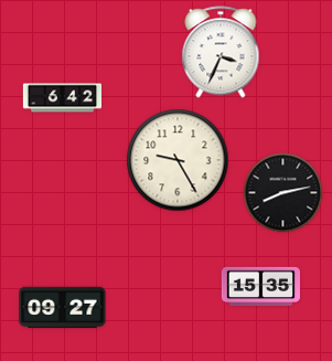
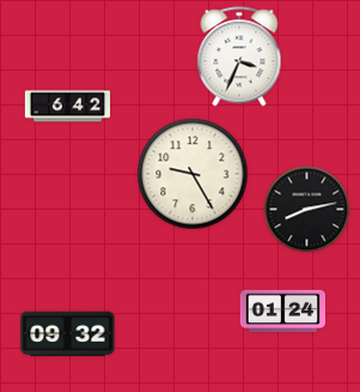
clock at (260, 286): 15:35 -> 01:24
clock at (63, 308): 09:27 -> 09:32
